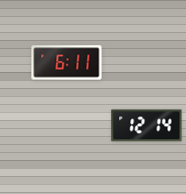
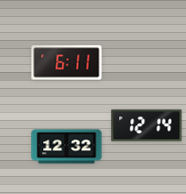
clock at (67, 147): none -> 12:32
